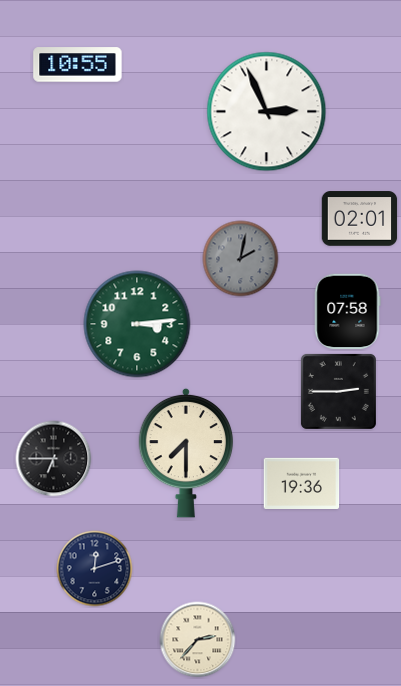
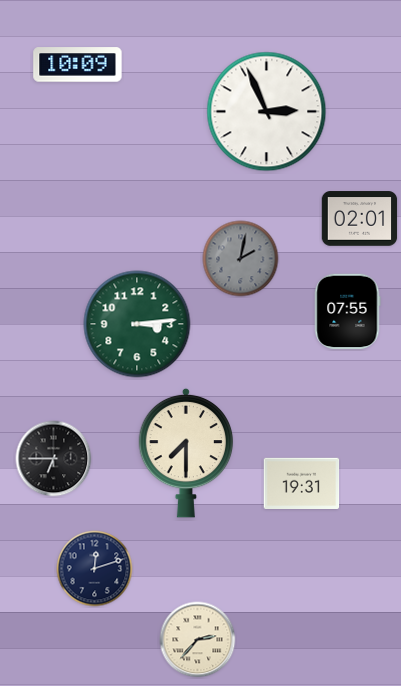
clock at (78, 65): 10:55 -> 10:09
clock at (347, 312): 07:58 -> 07:55
clock at (338, 391): 2:45 -> none
clock at (302, 483): 19:36 -> 19:31
